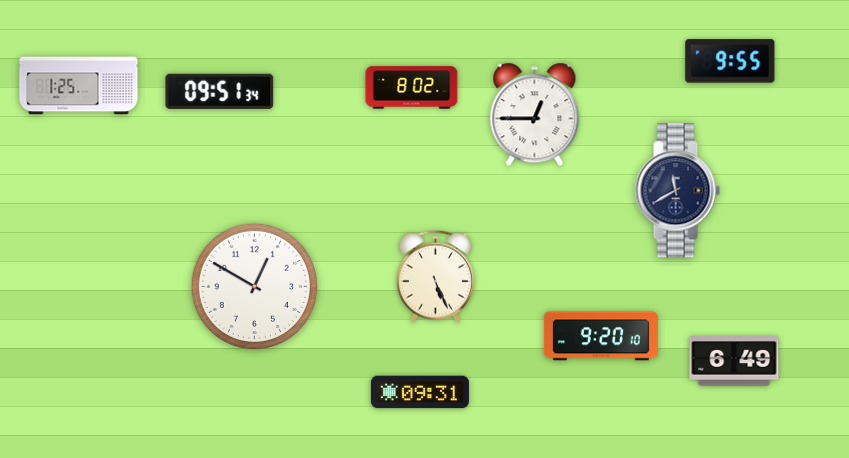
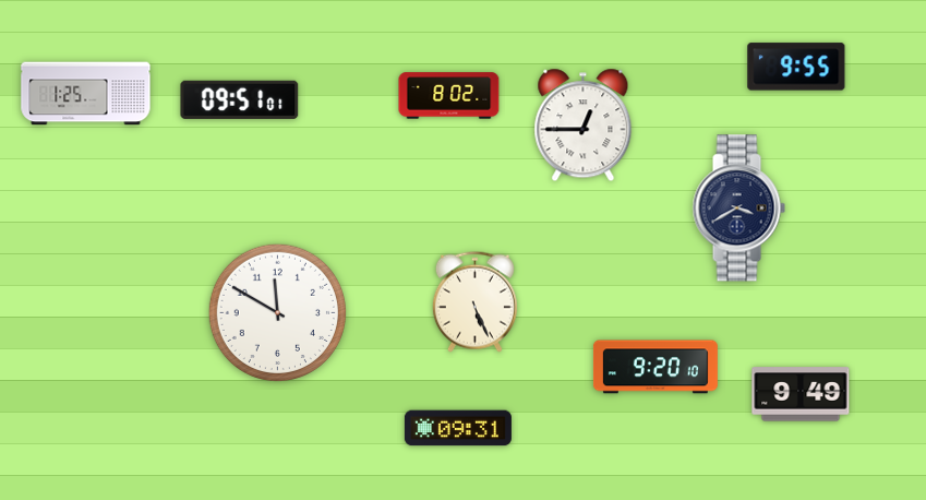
clock at (220, 91): 09:51:34 -> 09:51:01
clock at (677, 191): 11:40 -> 3:40
clock at (254, 286): 12:50 -> 11:50
clock at (734, 361): 6:49 -> 9:49
